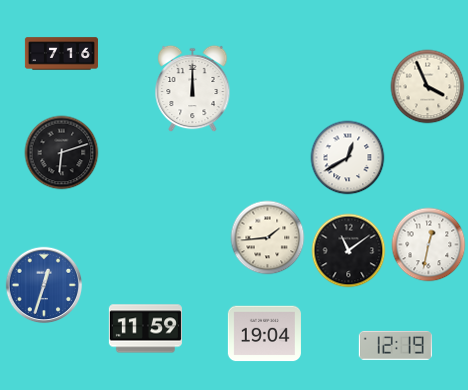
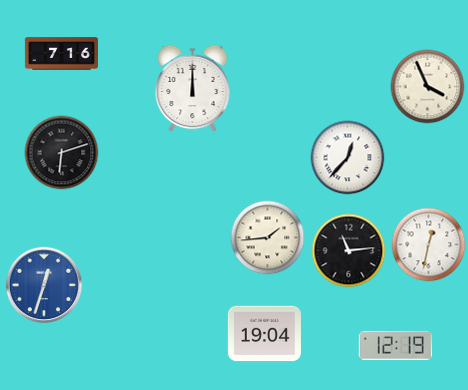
clock at (348, 158): 12:40 -> 12:37
clock at (349, 251): 11:09 -> 11:14
clock at (145, 329): 11:59 -> none
